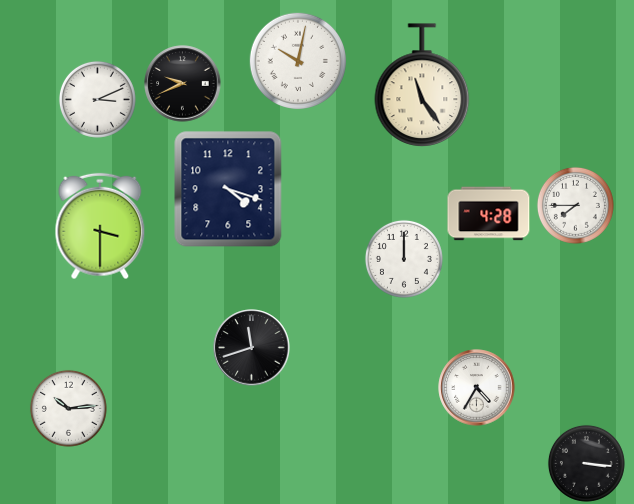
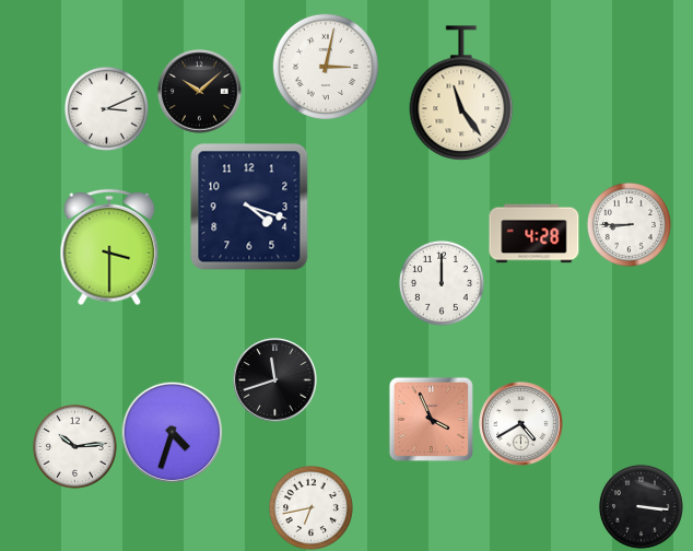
clock at (297, 60): 10:02 -> 3:02
clock at (183, 84): 9:41 -> 10:08
clock at (575, 205): 7:45 -> 8:45
clock at (431, 419): none -> 3:56
clock at (477, 388): 4:35 -> 4:40
clock at (172, 432): none -> 4:33
clock at (310, 507): none -> 6:43
